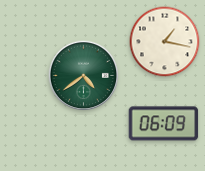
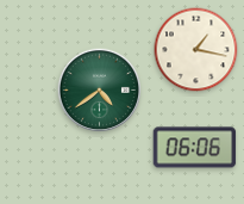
clock at (164, 124): 06:09 -> 06:06
